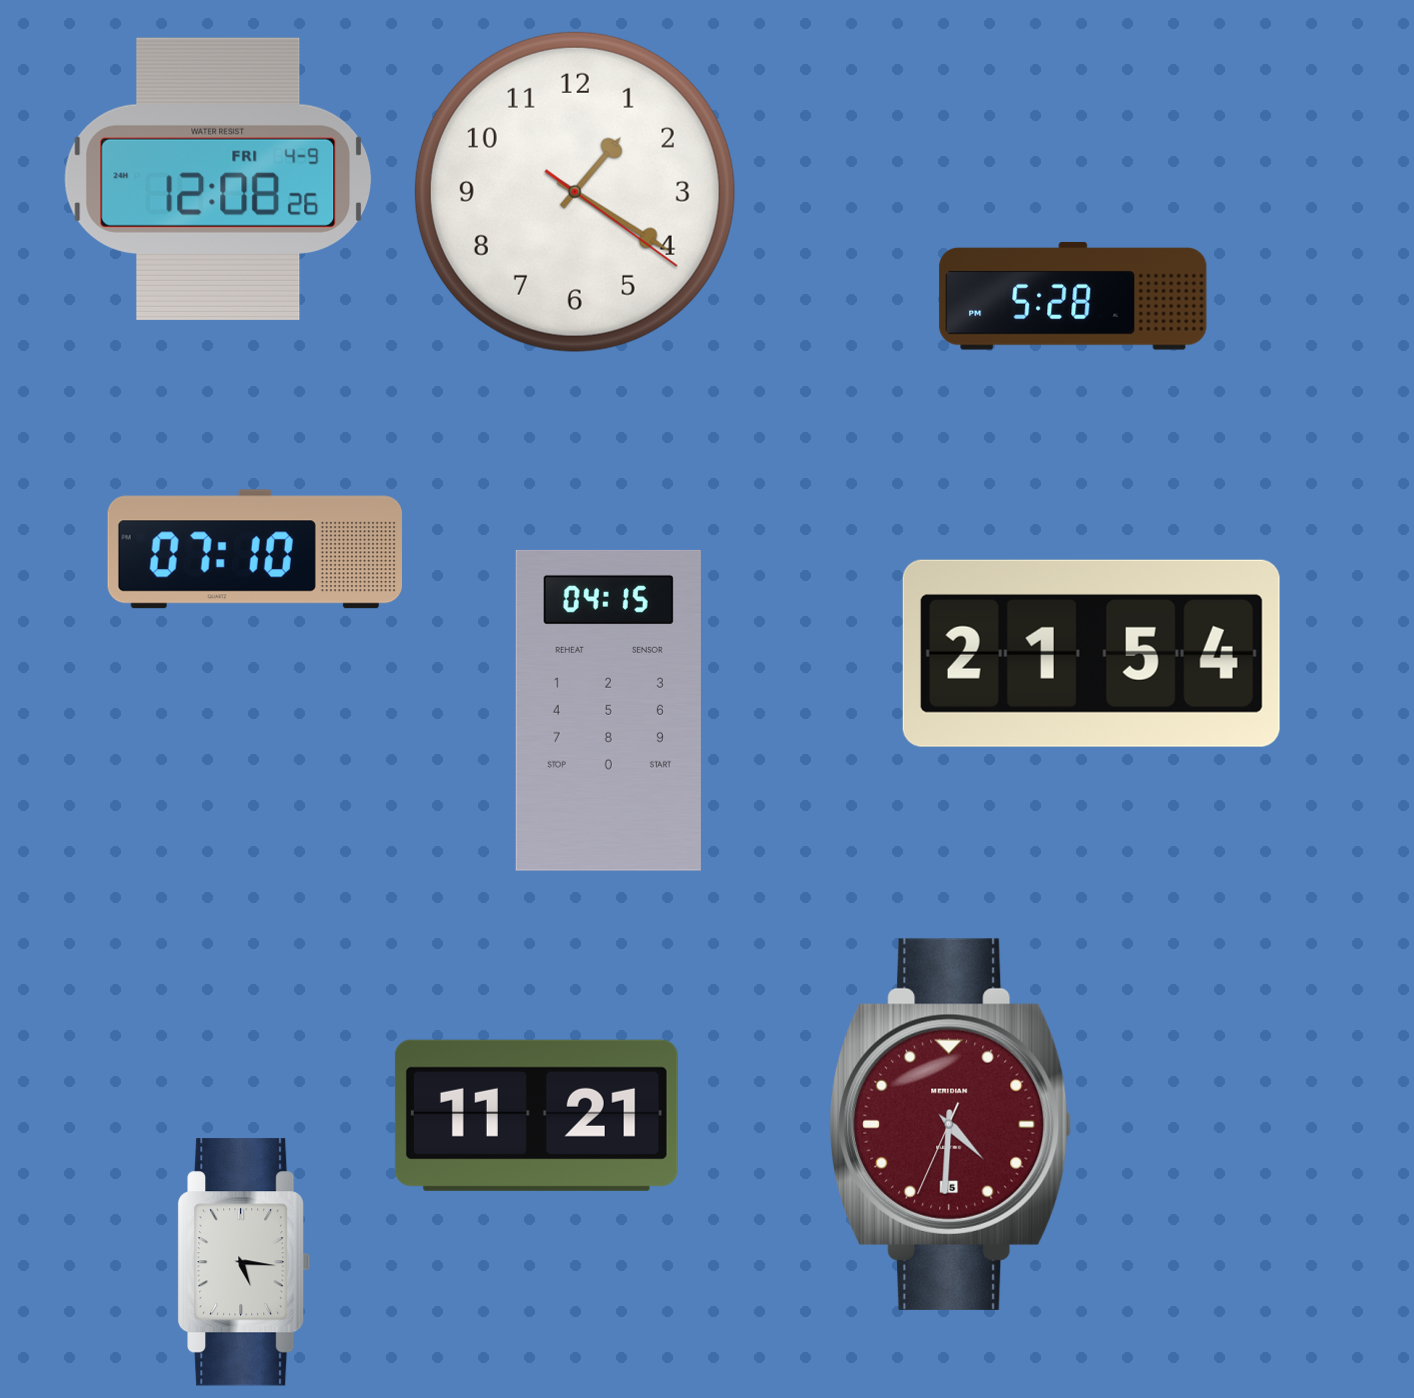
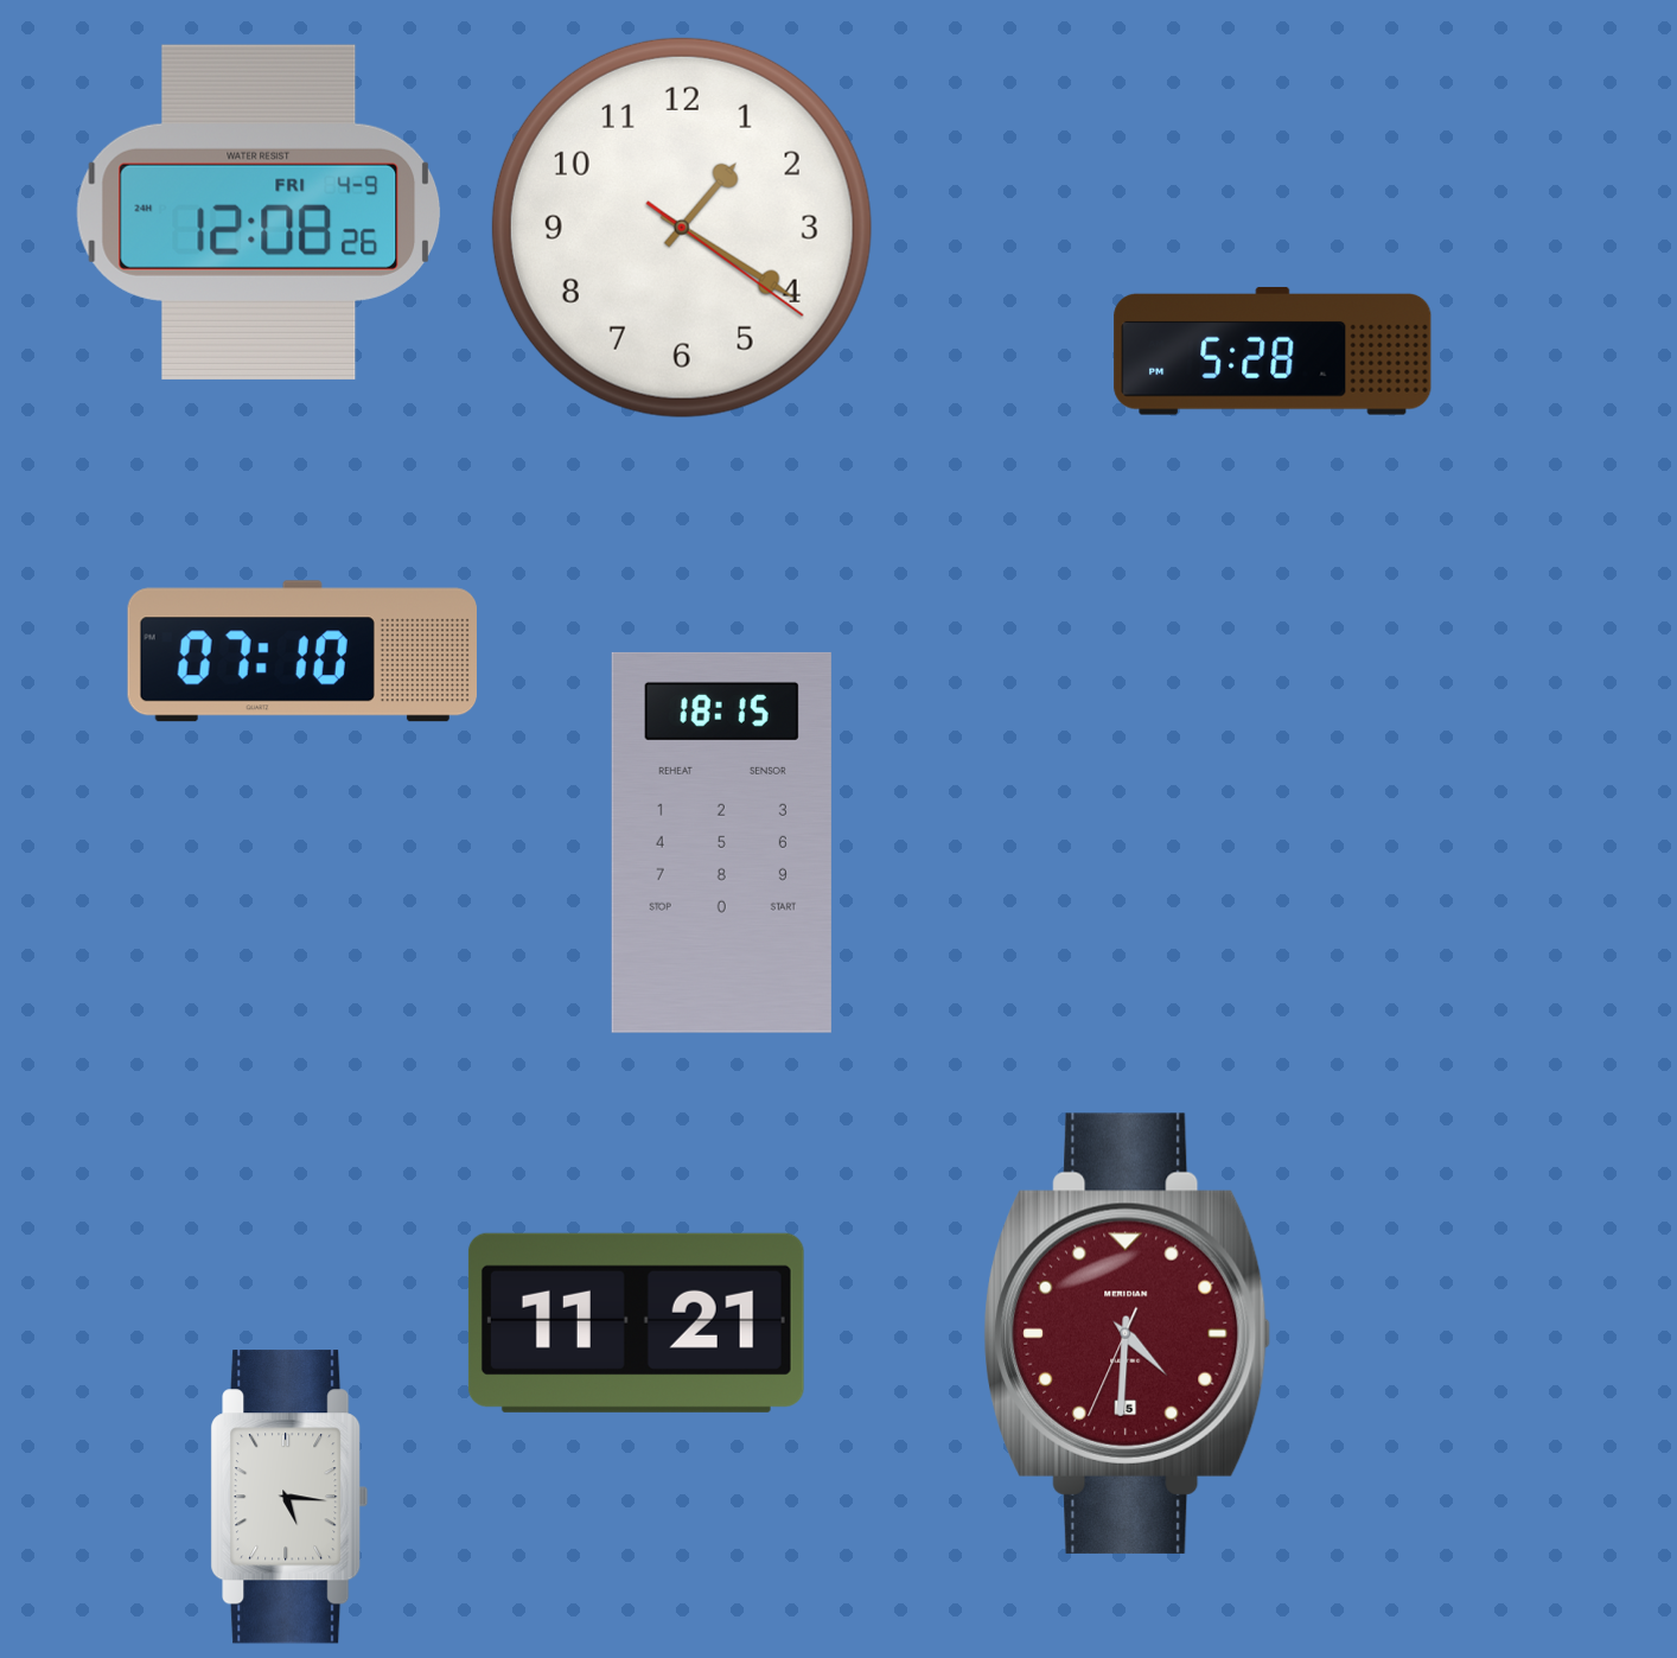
clock at (1091, 653): 21:54 -> none
clock at (608, 710): 04:15 -> 18:15
